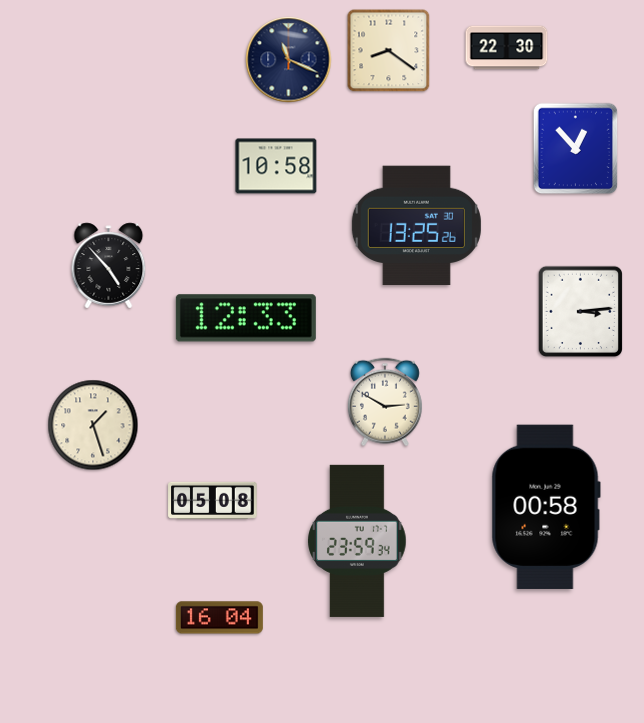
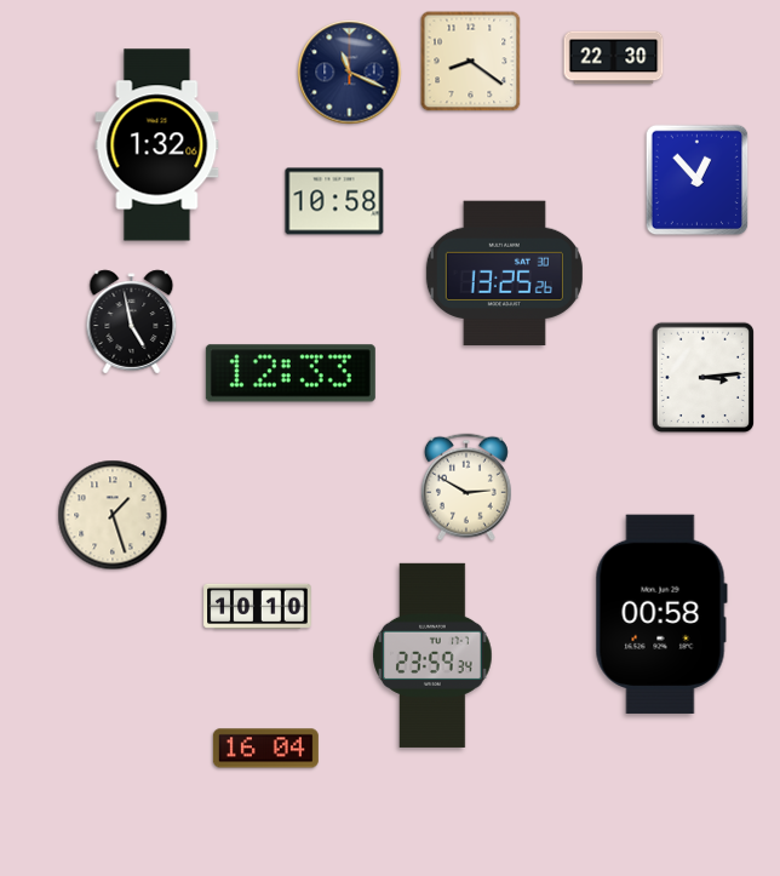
clock at (157, 145): none -> 1:32
clock at (109, 266): 4:53 -> 4:58
clock at (246, 318) position: (246, 318) -> (291, 373)
clock at (213, 500): 05:08 -> 10:10
